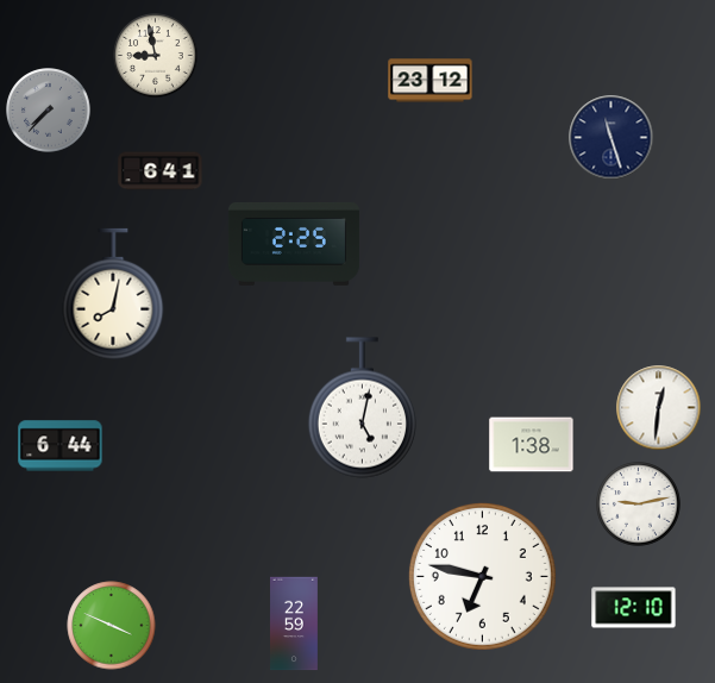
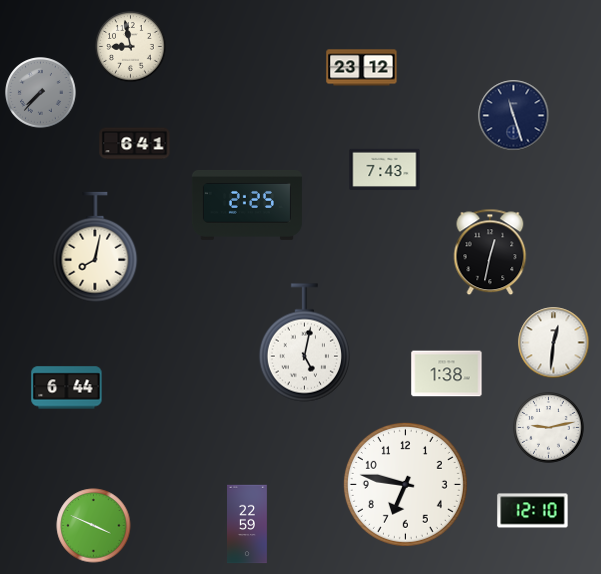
clock at (385, 170): none -> 7:43
clock at (490, 252): none -> 12:32
clock at (61, 446) position: (61, 446) -> (67, 388)
clock at (639, 505) position: (639, 505) -> (549, 428)
